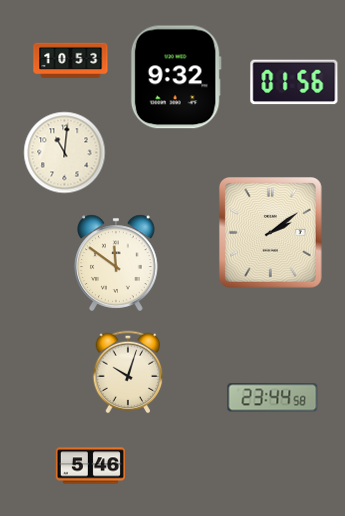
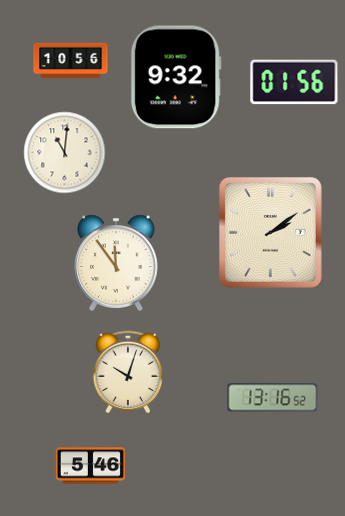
clock at (71, 61): 10:53 -> 10:56
clock at (116, 263): 11:51 -> 11:54
clock at (273, 398): 23:44 -> 13:16
